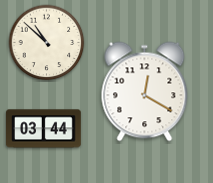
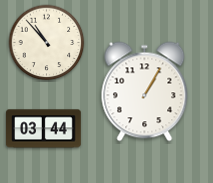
clock at (47, 43): 10:52 -> 10:53
clock at (145, 92): 12:20 -> 1:05
